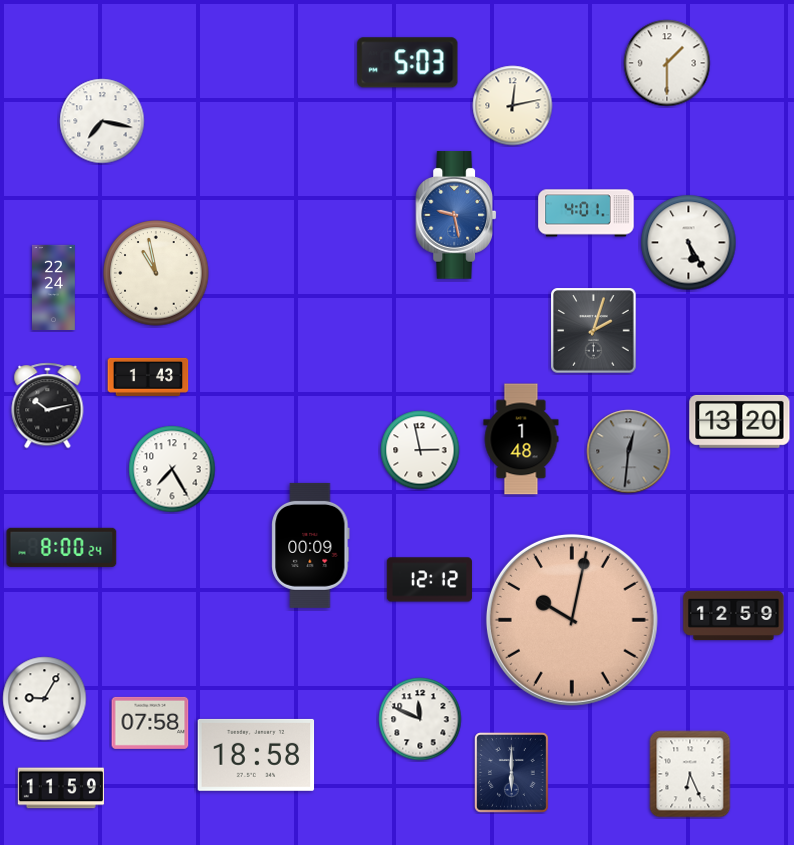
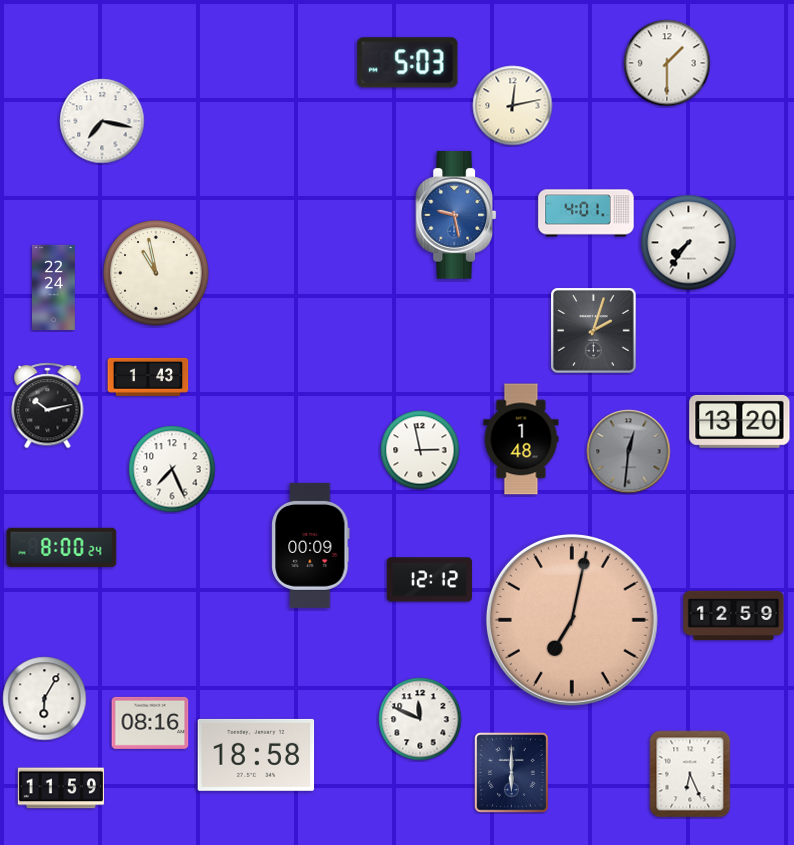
clock at (689, 243): 5:25 -> 7:36
clock at (172, 469): 7:25 -> 7:26
clock at (572, 620): 10:02 -> 7:02
clock at (45, 699): 9:05 -> 6:05
clock at (150, 723): 07:58 -> 08:16
